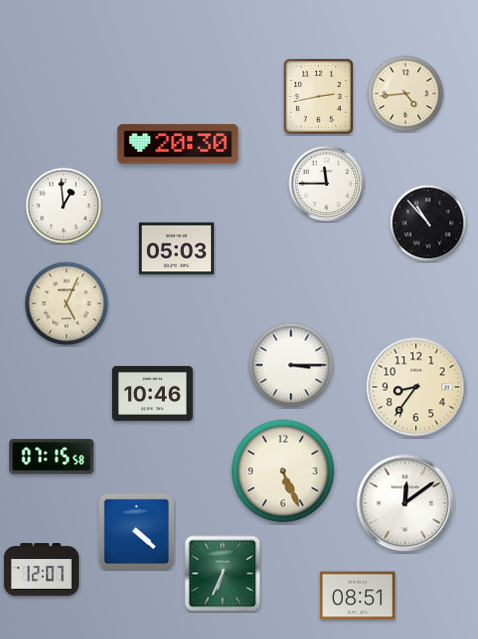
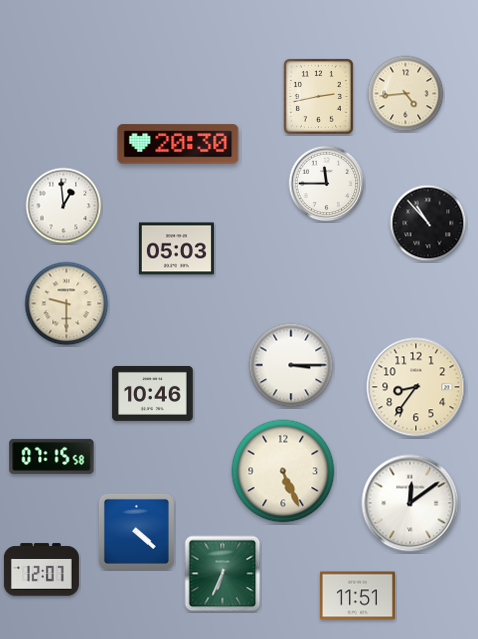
clock at (67, 304): 5:04 -> 9:30
clock at (405, 503) position: (405, 503) -> (410, 503)
clock at (357, 596): 08:51 -> 11:51
